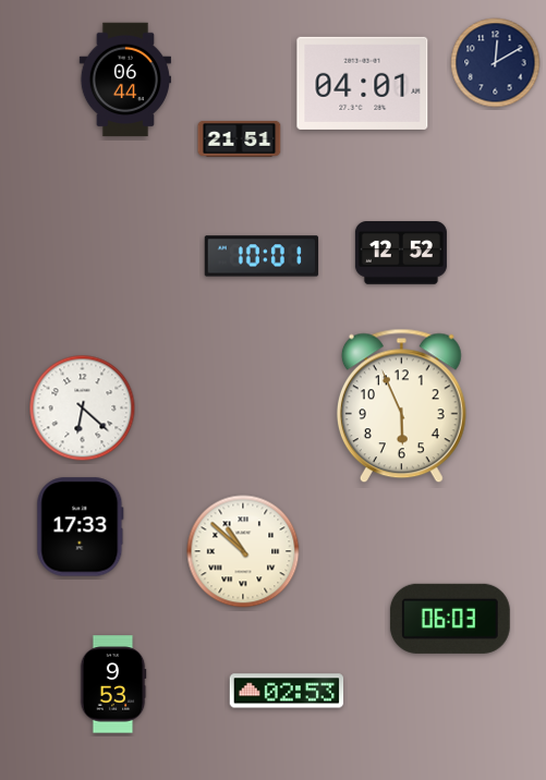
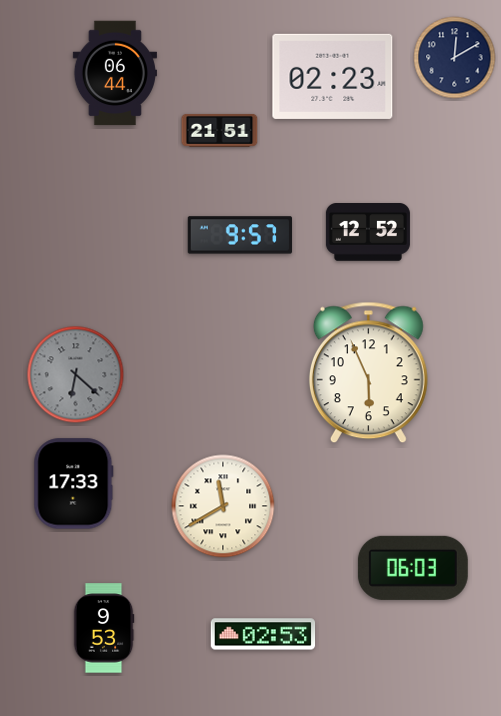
clock at (363, 83): 04:01 -> 02:23
clock at (240, 138) position: (240, 138) -> (220, 130)
clock at (262, 256): 10:01 -> 9:57
clock at (83, 409) dial: white -> grey
clock at (243, 551): 10:52 -> 11:40
